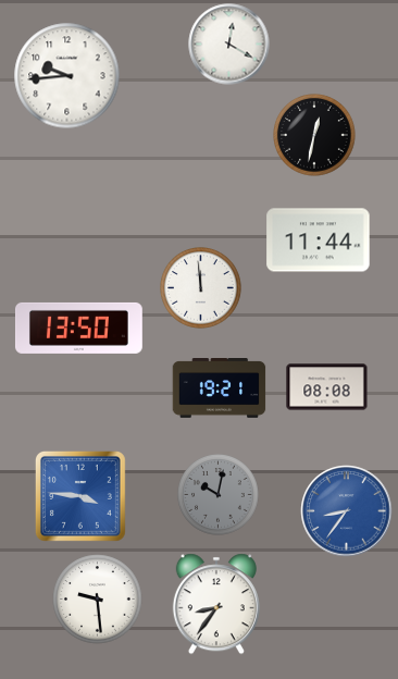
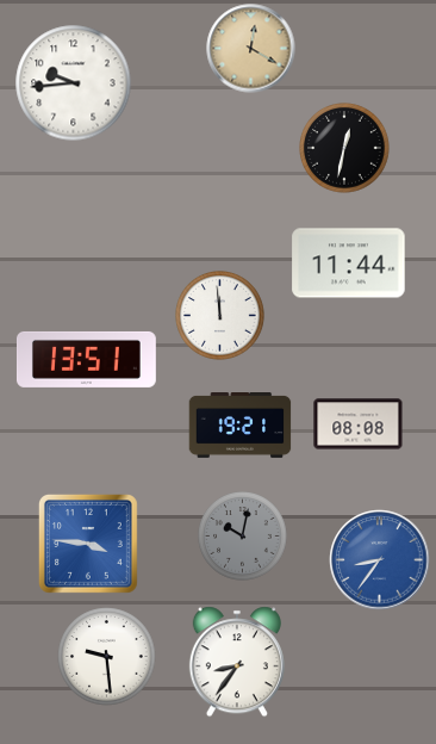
clock at (229, 45) dial: white -> champagne
clock at (78, 328): 13:50 -> 13:51
clock at (219, 495) position: (219, 495) -> (243, 537)
